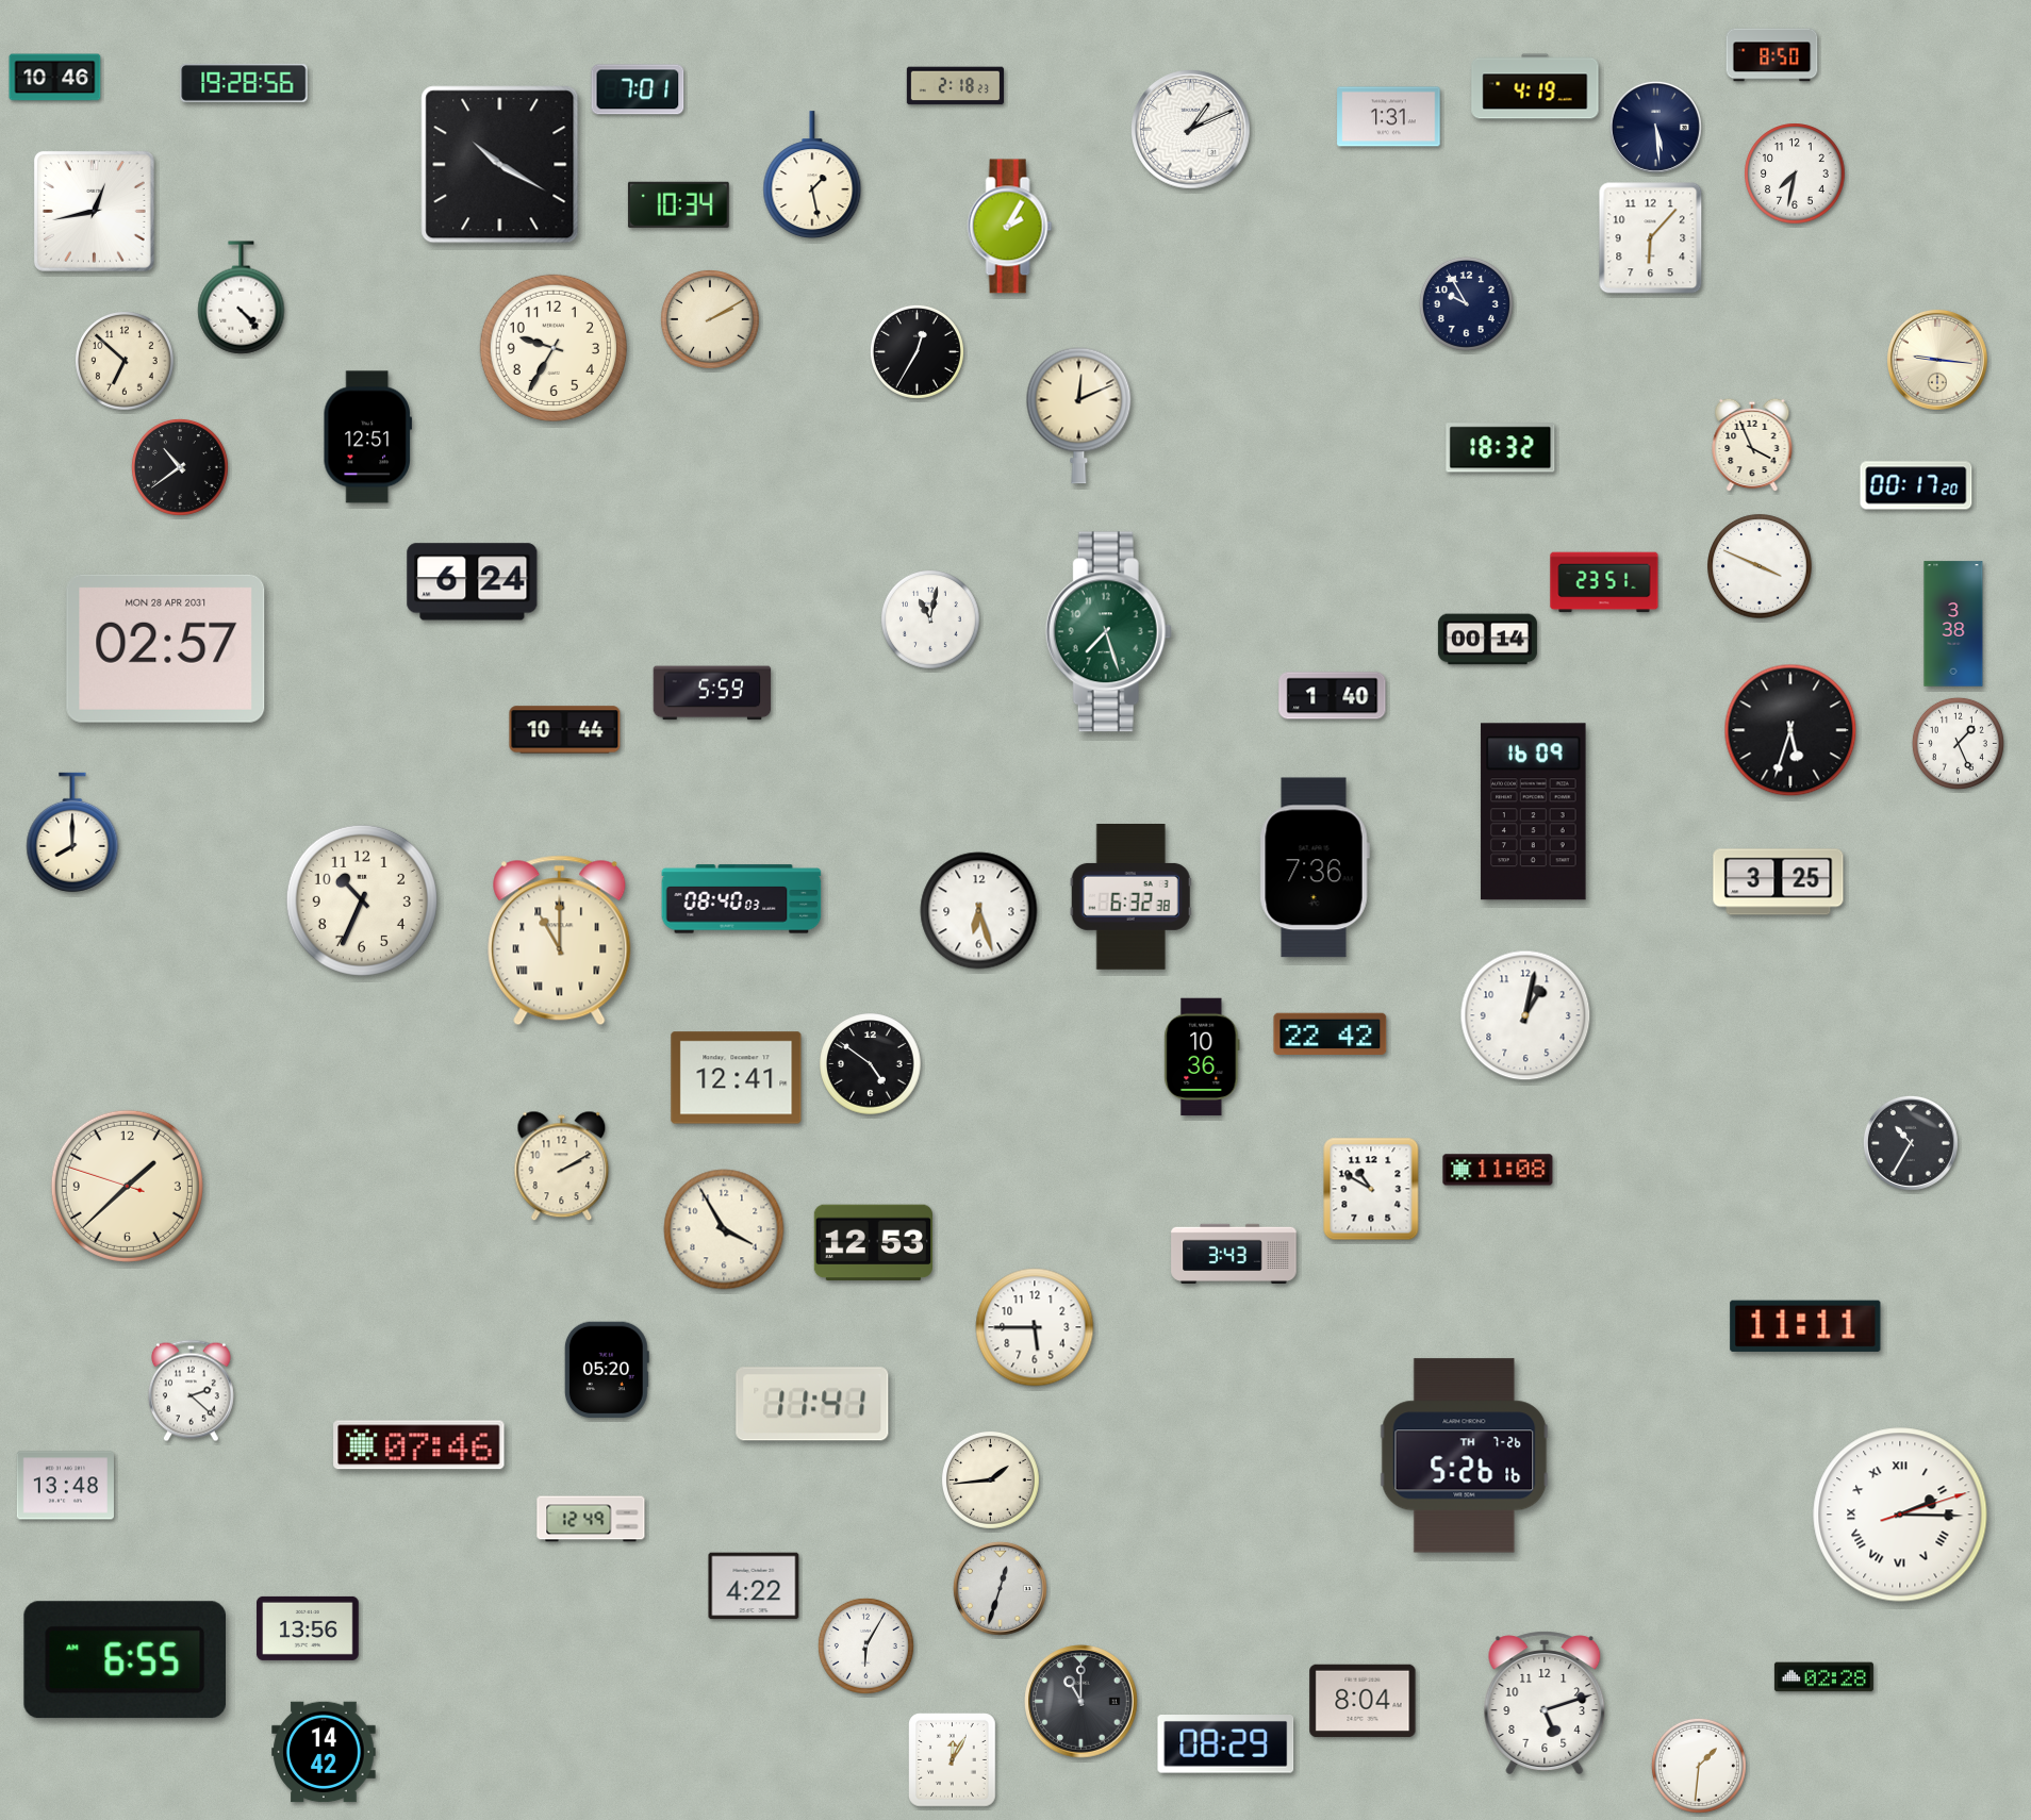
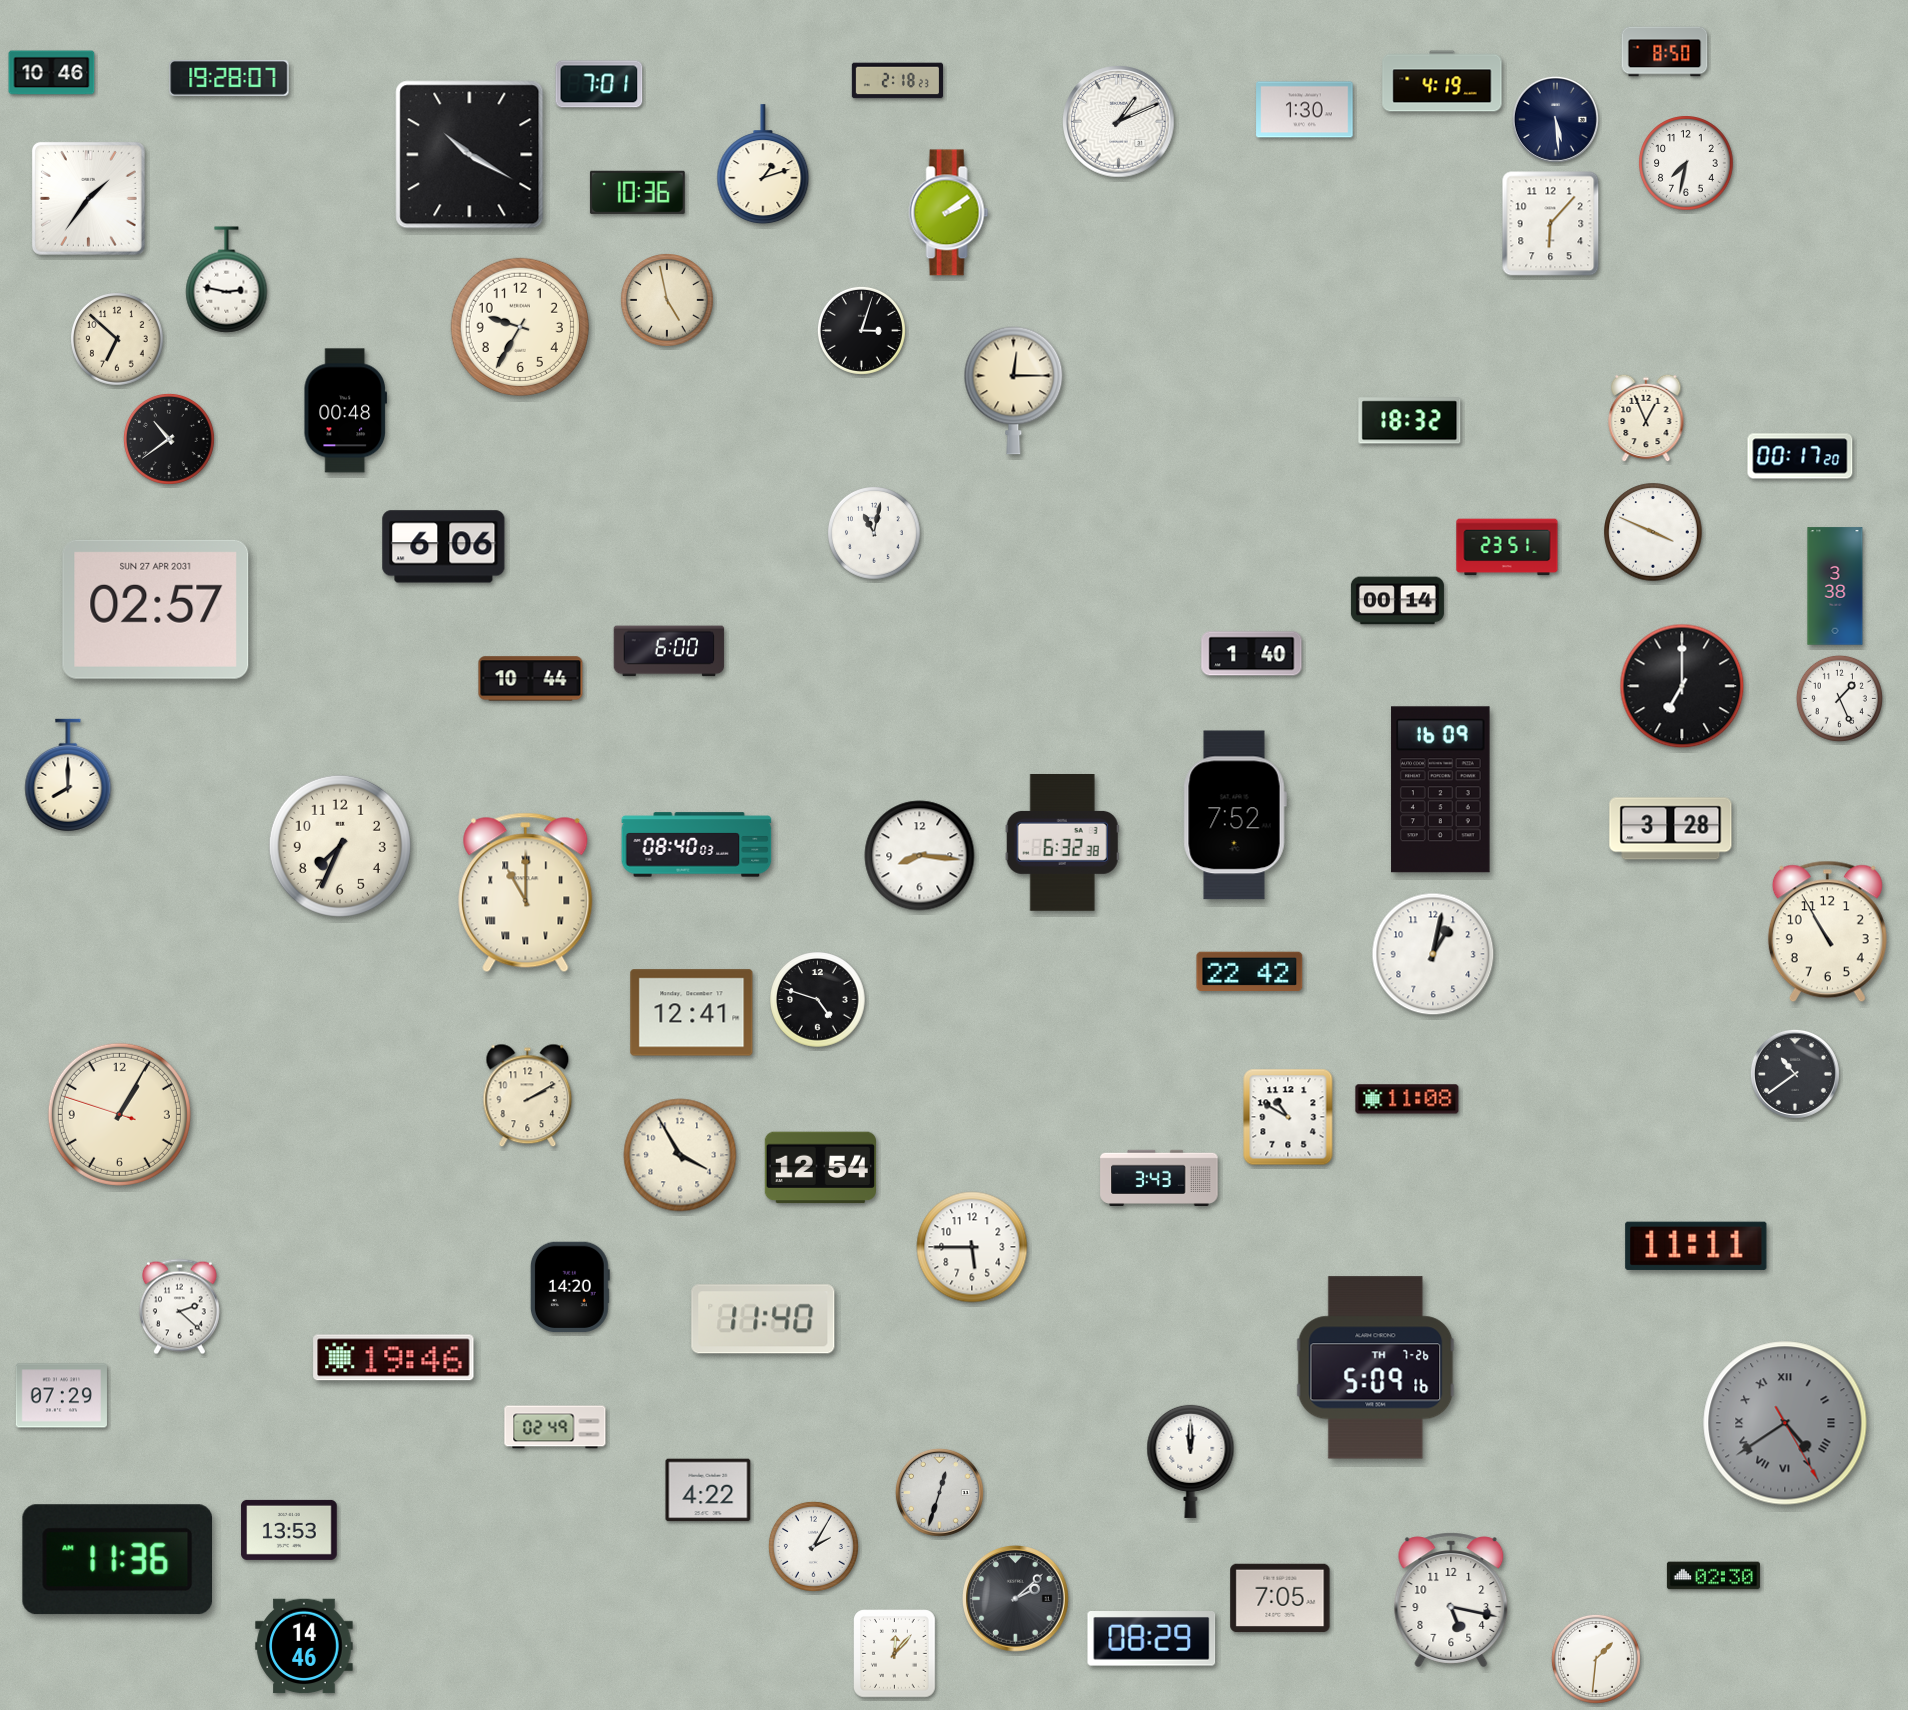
clock at (244, 83): 19:28:56 -> 19:28:07
clock at (1389, 117): 1:31 -> 1:30
clock at (812, 176): 1:28 -> 1:12
clock at (678, 204): 10:34 -> 10:36
clock at (94, 211): 12:43 -> 1:36
clock at (1010, 227): 2:05 -> 2:09
clock at (242, 298): 4:23 -> 2:47
clock at (1466, 303): 9:55 -> none
clock at (711, 320): 2:10 -> 4:58
clock at (917, 351): 12:35 -> 3:03
clock at (1937, 360): 9:16 -> none
clock at (1079, 415): 12:11 -> 12:15
clock at (367, 437): 12:51 -> 00:48
clock at (1752, 445): 3:56 -> 12:56
clock at (473, 582): 6:24 -> 6:06
clock at (931, 621) position: (931, 621) -> (875, 534)
clock at (1108, 632): 7:27 -> none
clock at (166, 648) date: MON 28 APR 2031 -> SUN 27 APR 2031
clock at (712, 693): 5:59 -> 6:00
clock at (565, 730) position: (565, 730) -> (531, 679)
clock at (1790, 730): 5:33 -> 7:00
clock at (1534, 812) position: (1534, 812) -> (1441, 790)
clock at (72, 832) position: (72, 832) -> (68, 775)
clock at (1315, 867): 7:36 -> 7:52
clock at (1779, 882): 3:25 -> 3:28
clock at (362, 900): 10:34 -> 7:34
clock at (979, 911): 6:27 -> 8:16
clock at (560, 941) position: (560, 941) -> (526, 893)
clock at (1827, 932): none -> 10:55
clock at (1202, 1057): 10:36 -> none
clock at (871, 1064): 4:51 -> 4:48
clock at (1911, 1143): 10:35 -> 10:39
clock at (127, 1186): 1:37 -> 1:04
clock at (873, 1243): 12:53 -> 12:54
clock at (607, 1370): 05:20 -> 14:20
clock at (812, 1404): 11:41 -> 11:40
clock at (419, 1445): 07:46 -> 19:46
clock at (1465, 1456): 5:26 -> 5:09
clock at (991, 1480): 1:44 -> none
clock at (65, 1486): 13:48 -> 07:29
clock at (1900, 1515): 2:15 -> 4:39
clock at (1900, 1515) dial: white -> grey
clock at (591, 1519): 12:49 -> 02:49
clock at (1191, 1461): none -> 12:00
clock at (308, 1628): 13:56 -> 13:53
clock at (865, 1645): 6:05 -> 2:05
clock at (125, 1660): 6:55 -> 11:36
clock at (1823, 1677): 02:28 -> 02:30
clock at (1363, 1701): 8:04 -> 7:05
clock at (1081, 1702): 11:00 -> 2:08
clock at (1545, 1703): 5:12 -> 5:17
clock at (324, 1752): 14:42 -> 14:46
clock at (953, 1760): 12:05 -> 12:07
